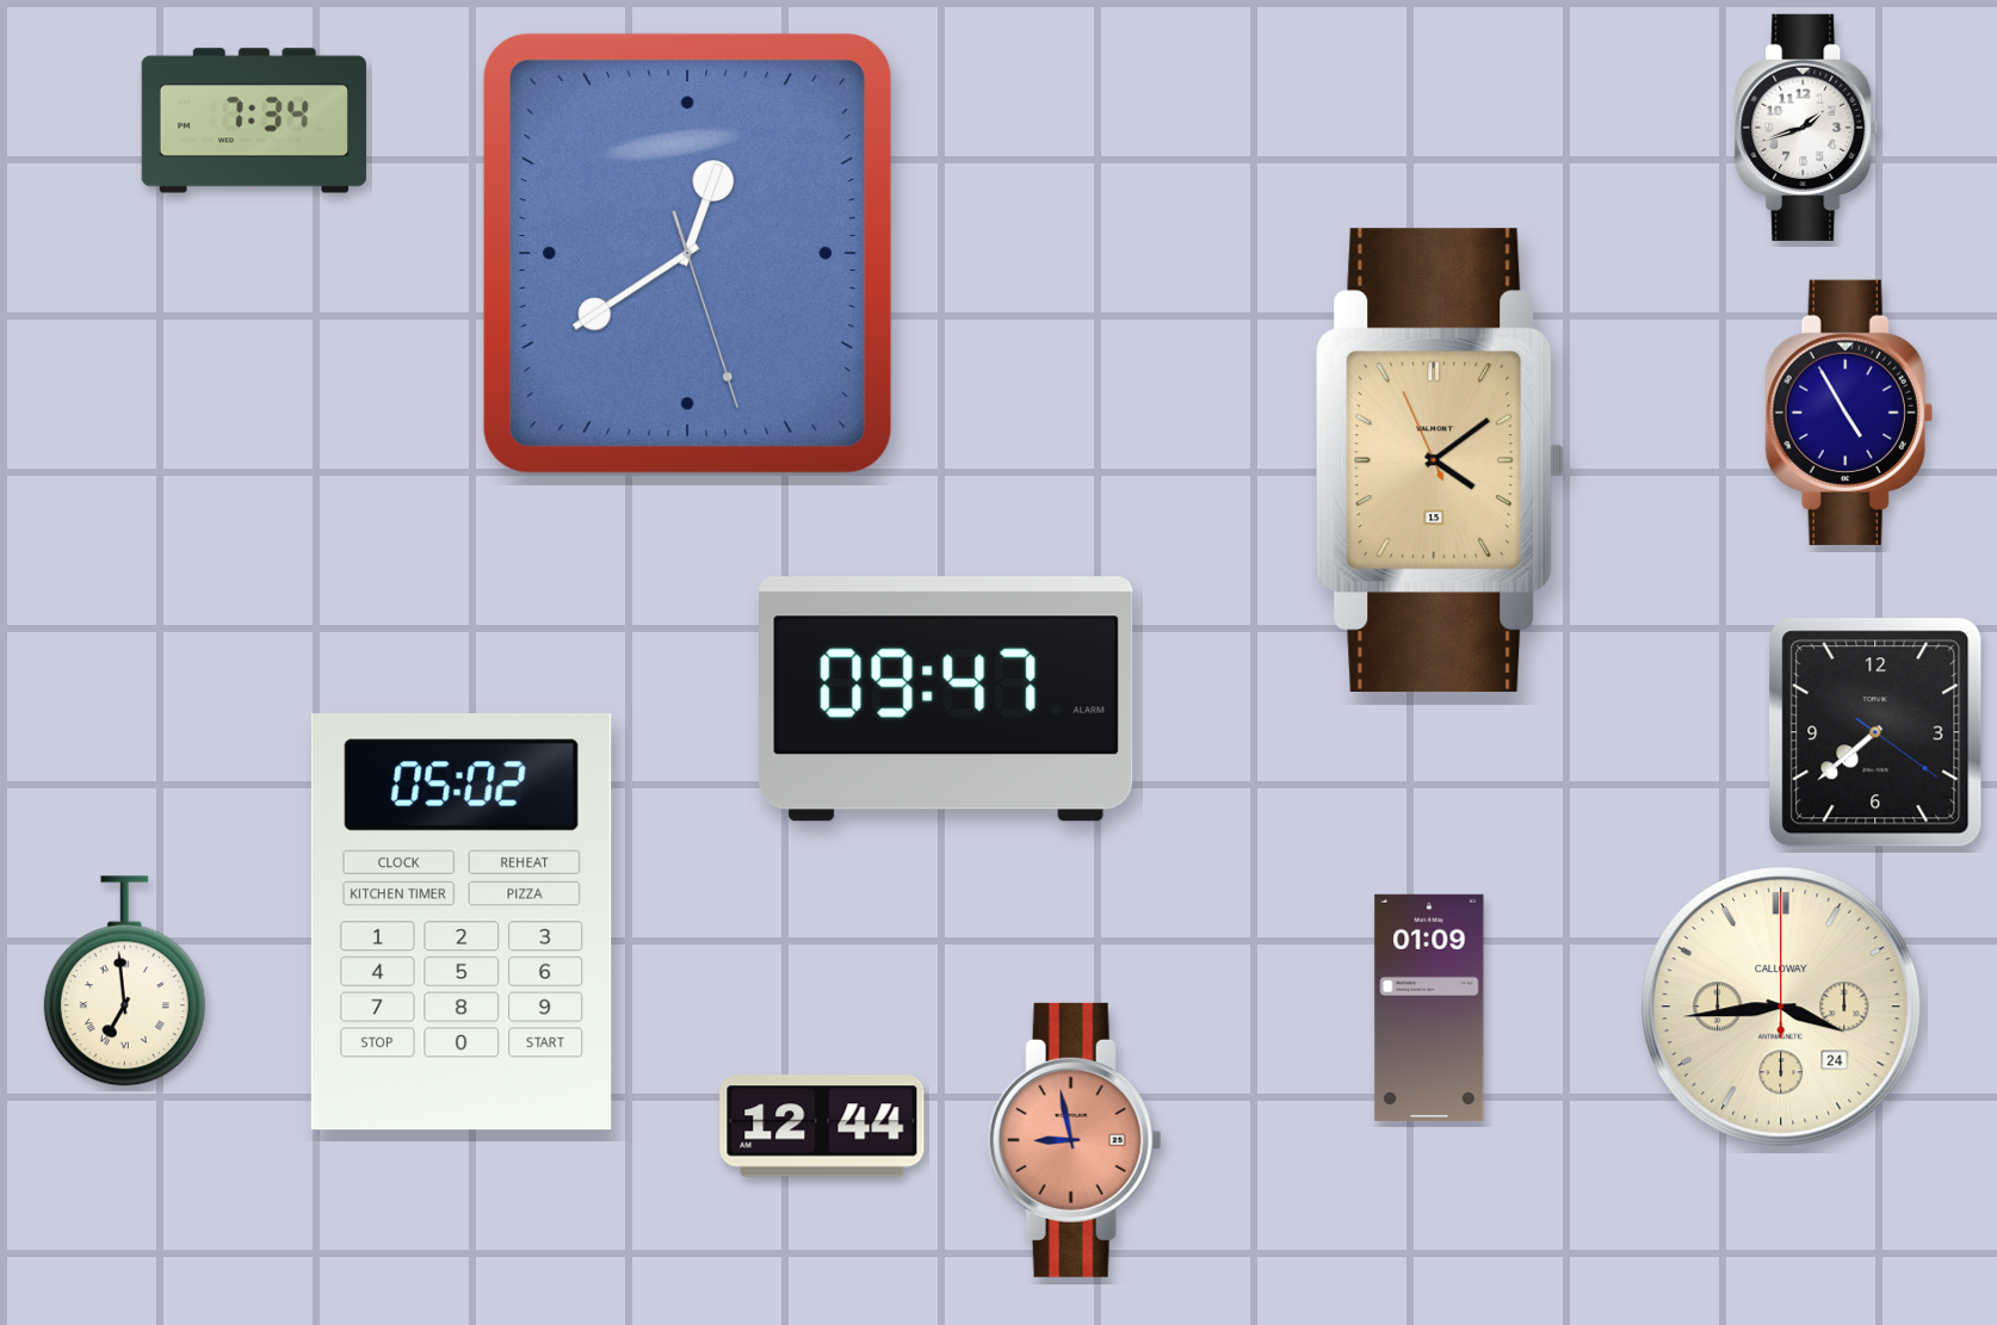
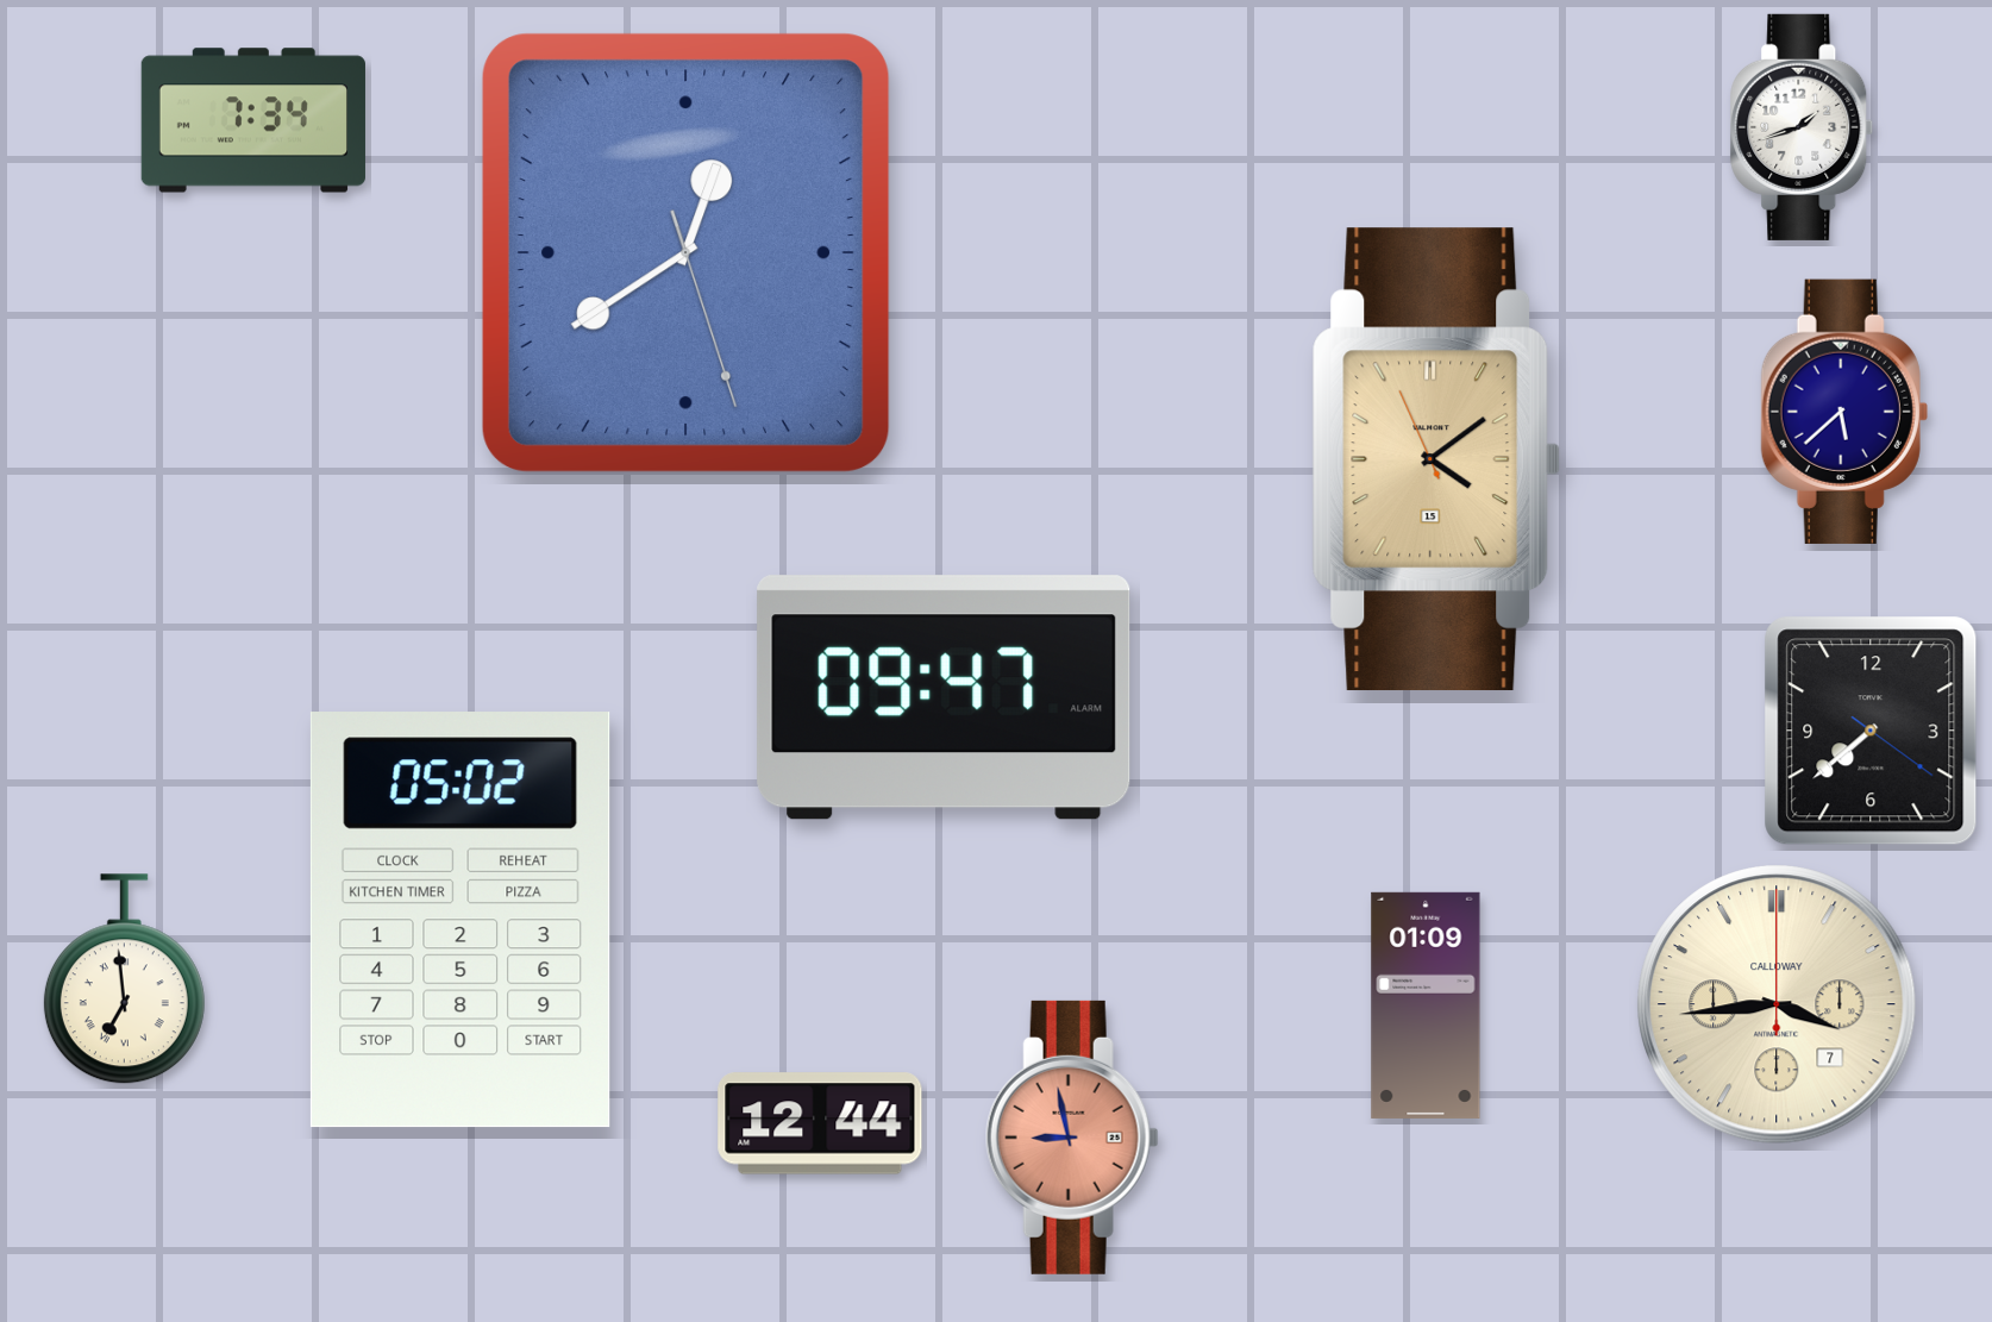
clock at (1849, 413): 4:55 -> 5:38
clock at (1781, 1007) date: 24 -> 7
